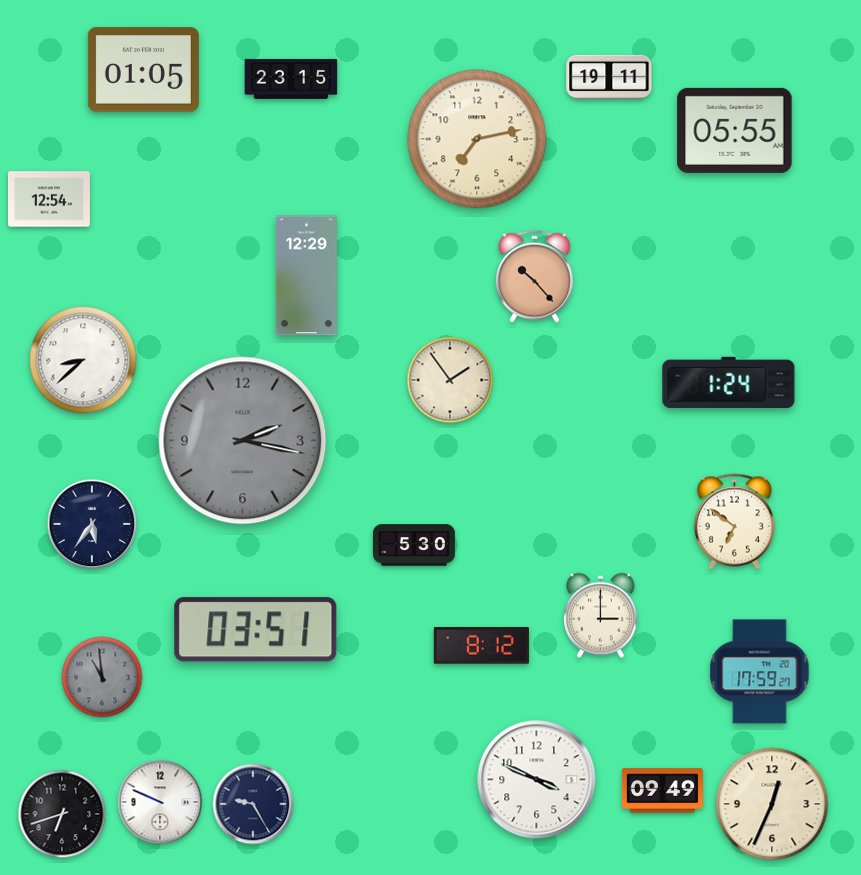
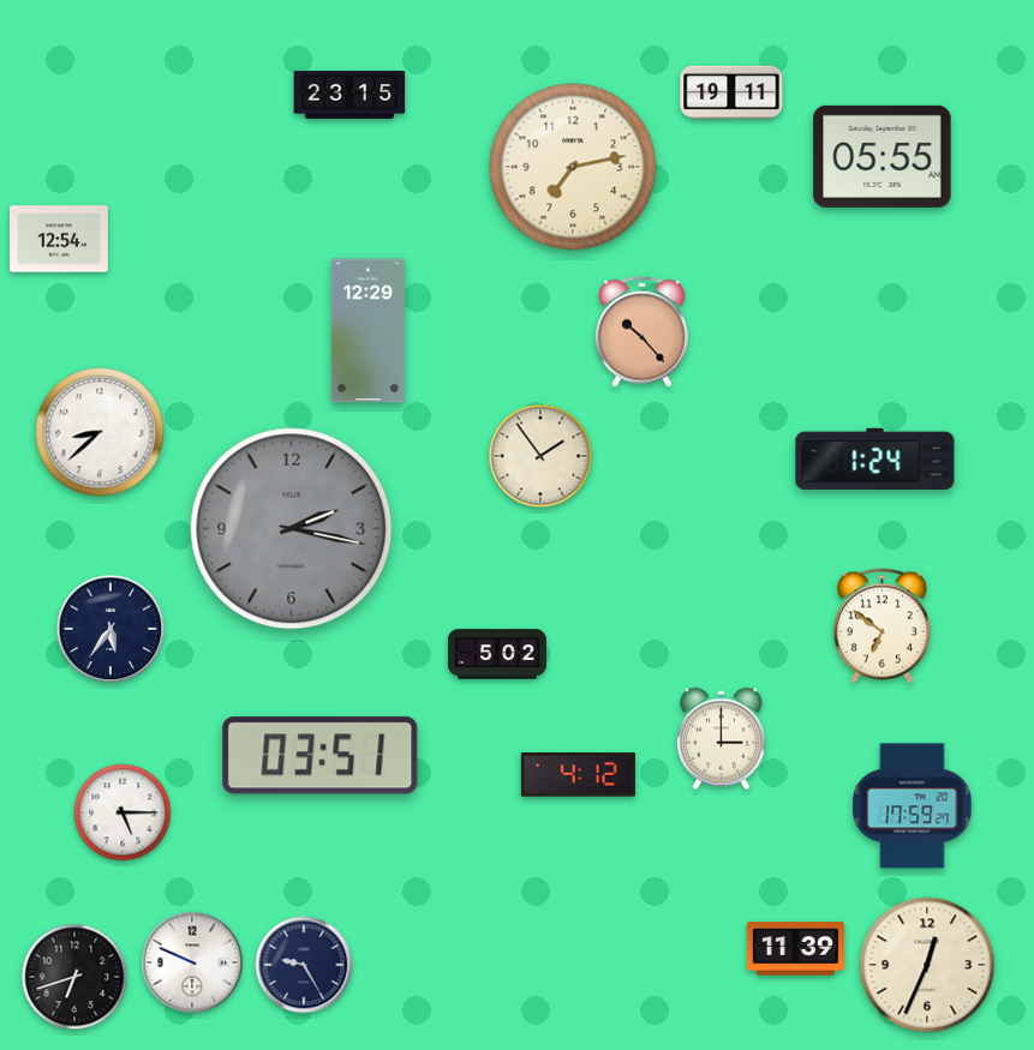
clock at (143, 70): 01:05 -> none
clock at (414, 545): 5:30 -> 5:02
clock at (256, 630) position: (256, 630) -> (321, 756)
clock at (481, 646): 8:12 -> 4:12
clock at (102, 677): 10:59 -> 5:15
clock at (102, 677) dial: grey -> white
clock at (537, 780): 3:49 -> none
clock at (662, 791): 09:49 -> 11:39
